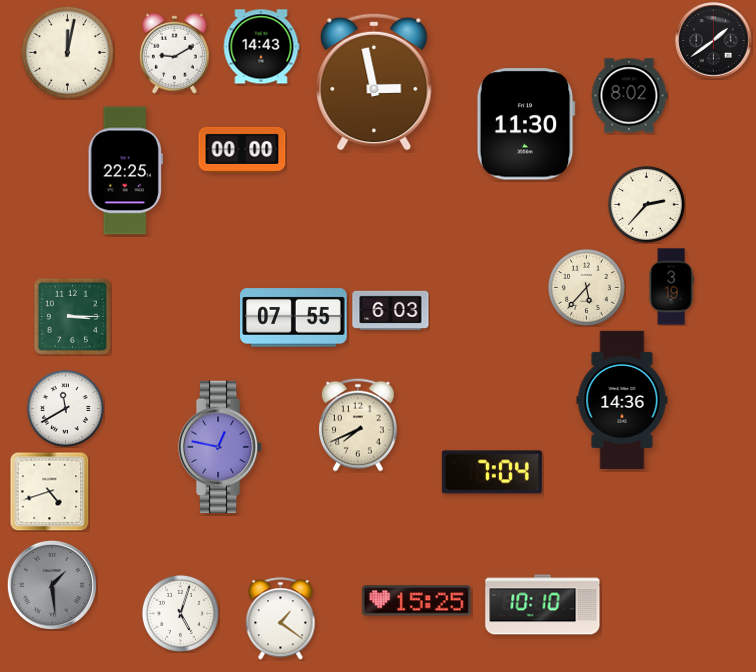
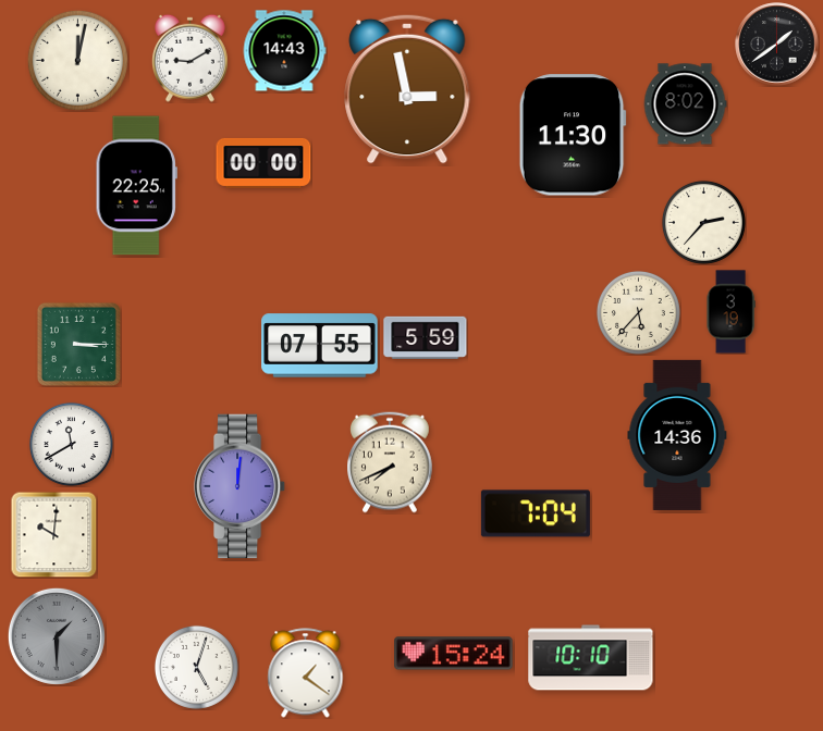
clock at (67, 52) position: (67, 52) -> (77, 60)
clock at (391, 310): 6:03 -> 5:59
clock at (220, 447): 12:47 -> 12:01
clock at (49, 491): 4:42 -> 10:01
clock at (52, 585): 1:29 -> 1:30
clock at (417, 601): 15:25 -> 15:24
